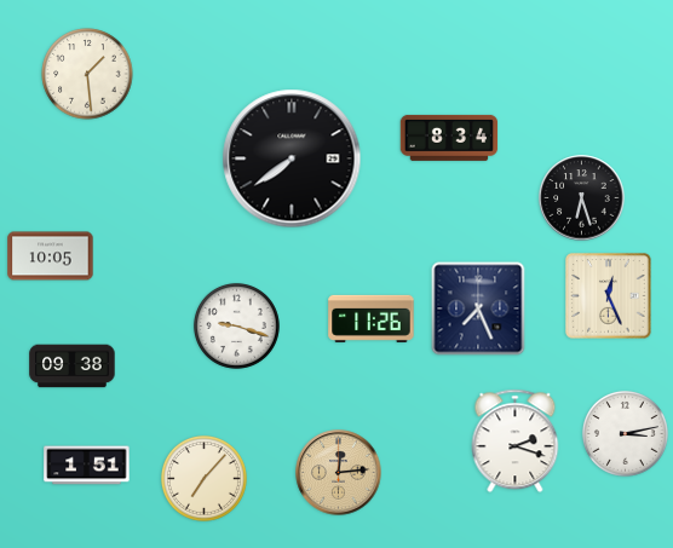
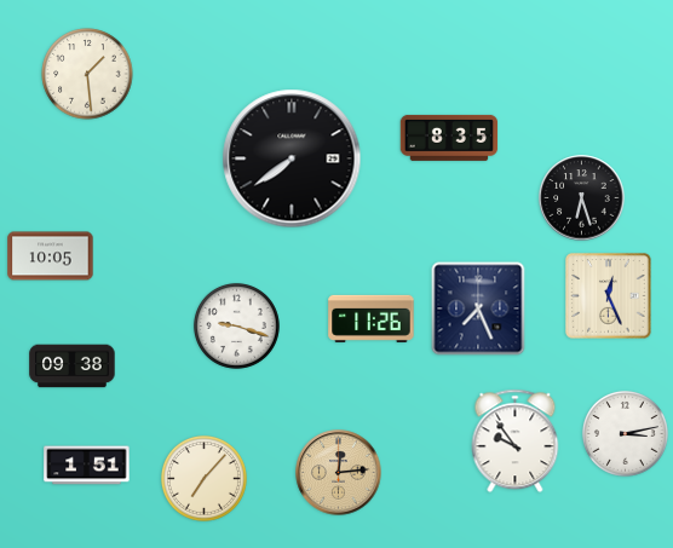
clock at (449, 138): 8:34 -> 8:35
clock at (516, 442): 2:18 -> 9:54
